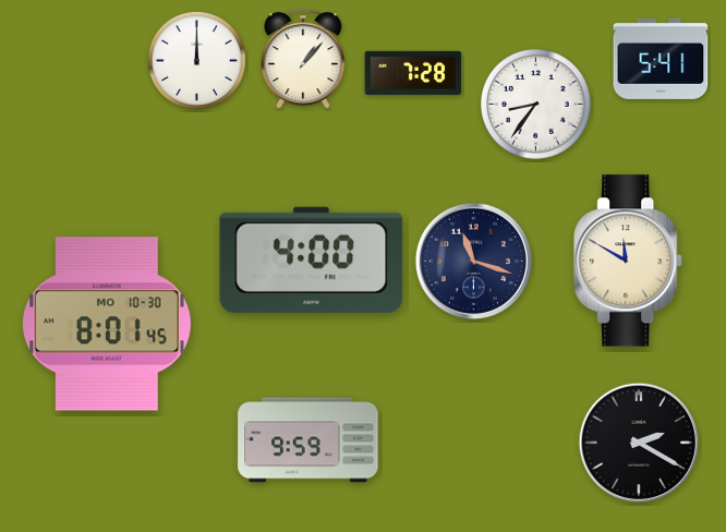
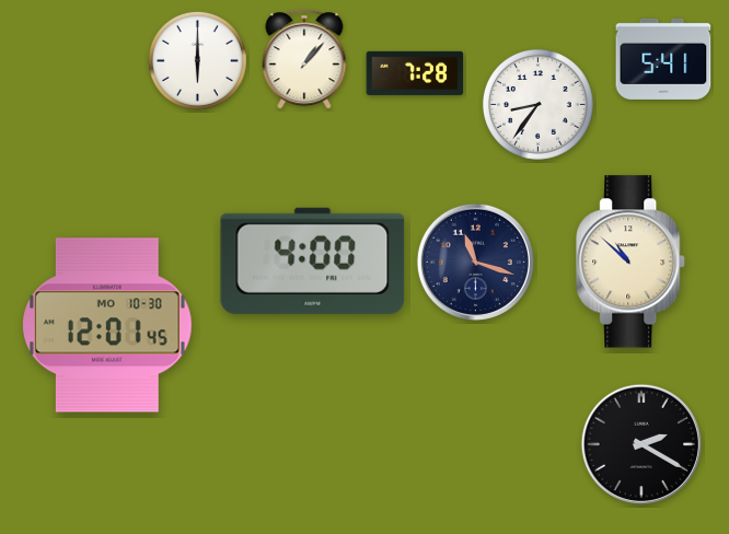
clock at (196, 60): 12:00 -> 6:00
clock at (629, 261): 11:50 -> 10:52
clock at (108, 324): 8:01 -> 12:01
clock at (308, 440): 9:59 -> none
